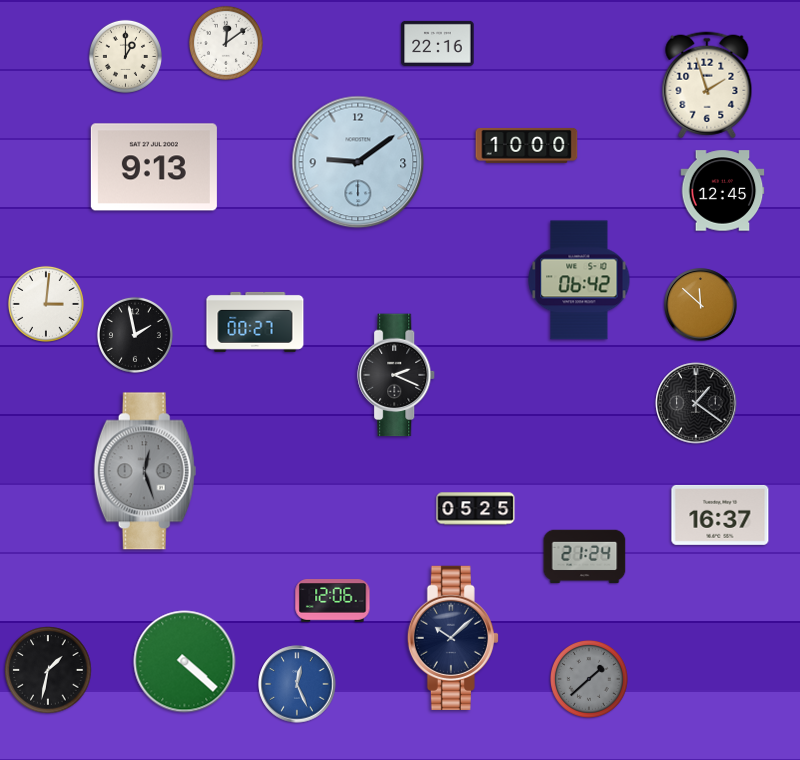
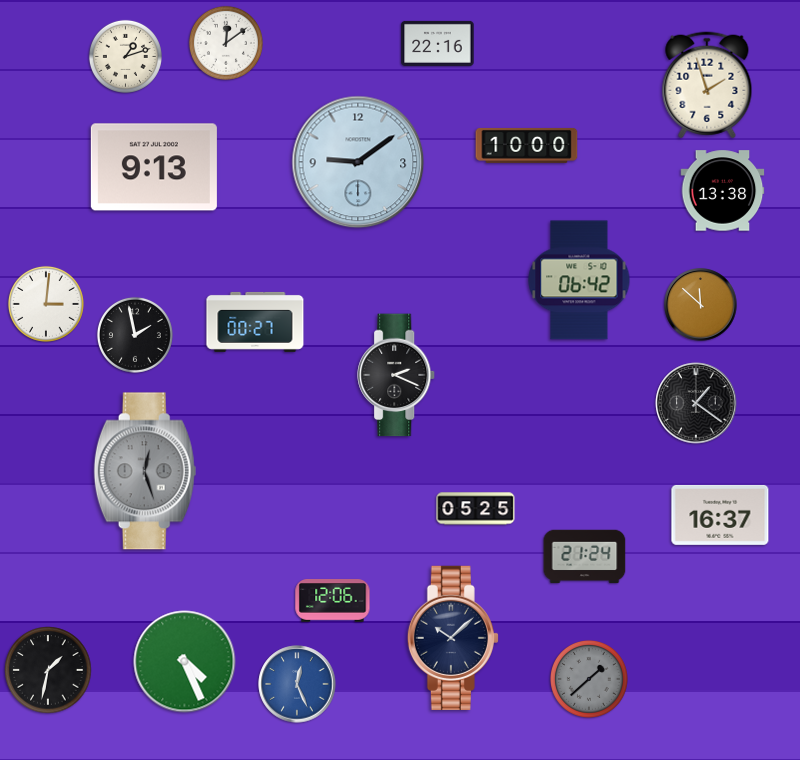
clock at (125, 56): 1:00 -> 1:12
clock at (723, 191): 12:45 -> 13:38
clock at (185, 662): 4:22 -> 4:26
